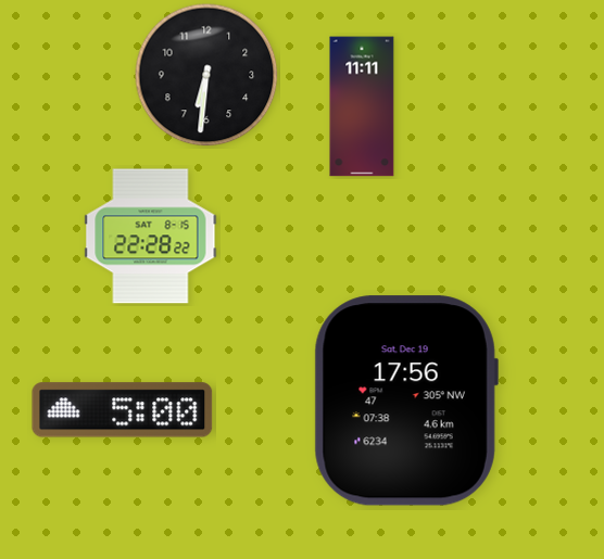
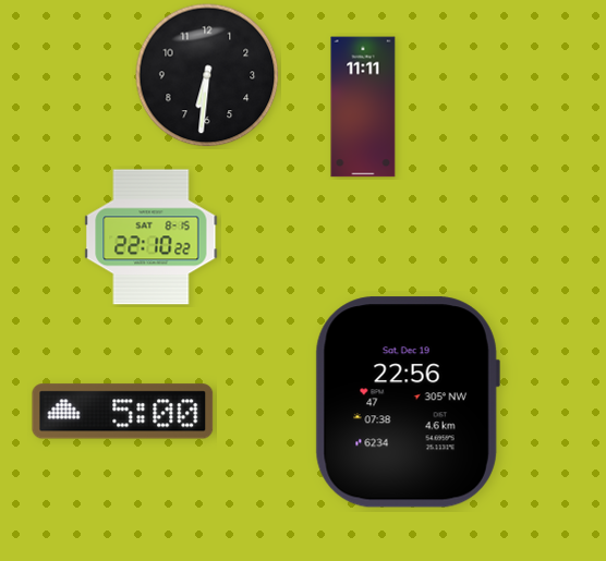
clock at (151, 237): 22:28 -> 22:10
clock at (406, 401): 17:56 -> 22:56
